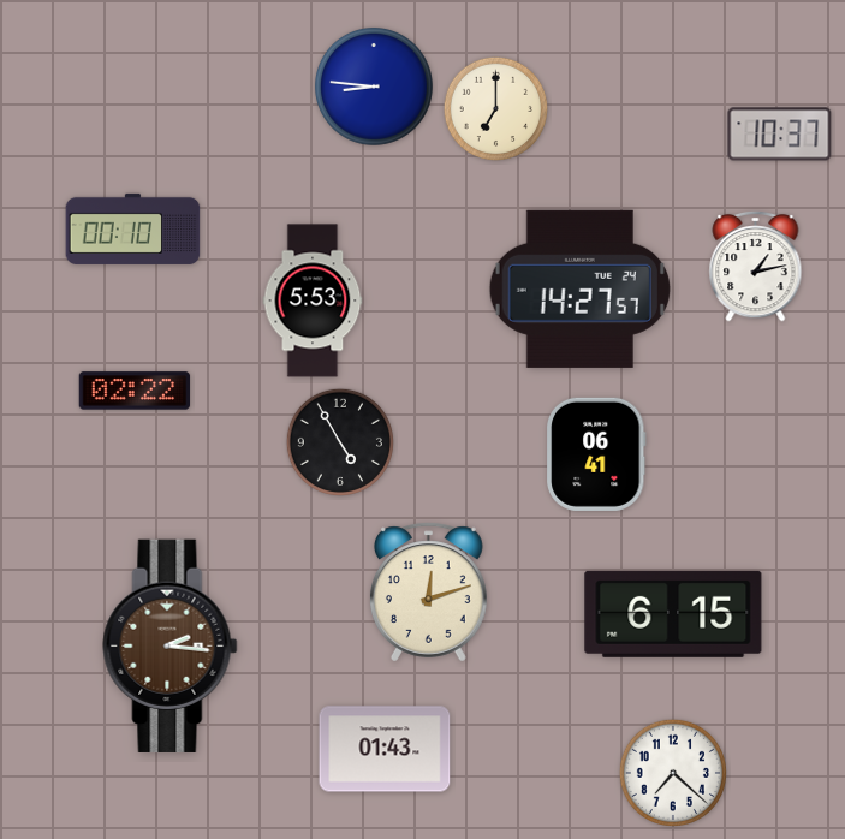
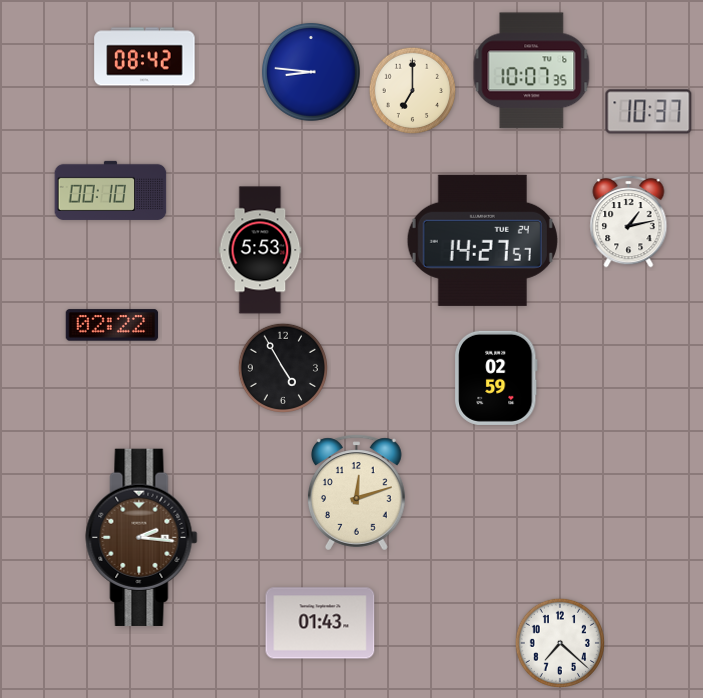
clock at (145, 57): none -> 08:42
clock at (532, 71): none -> 10:07
clock at (596, 454): 06:41 -> 02:59
clock at (673, 614): 6:15 -> none
